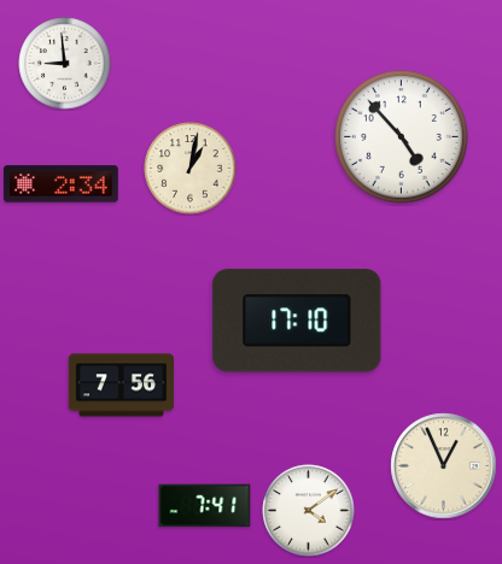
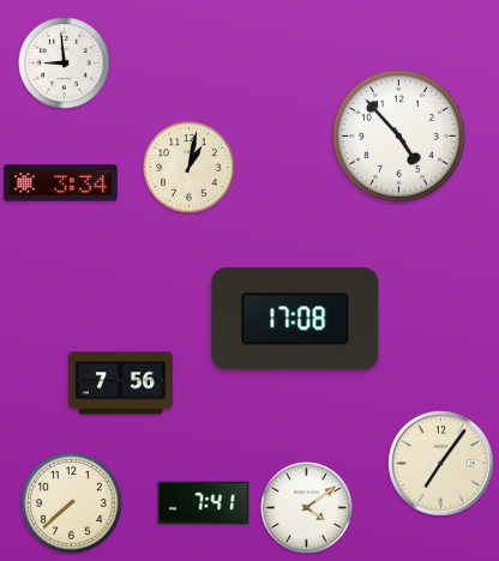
clock at (62, 184): 2:34 -> 3:34
clock at (297, 321): 17:10 -> 17:08
clock at (444, 466): 12:56 -> 7:06
clock at (72, 503): none -> 7:38
